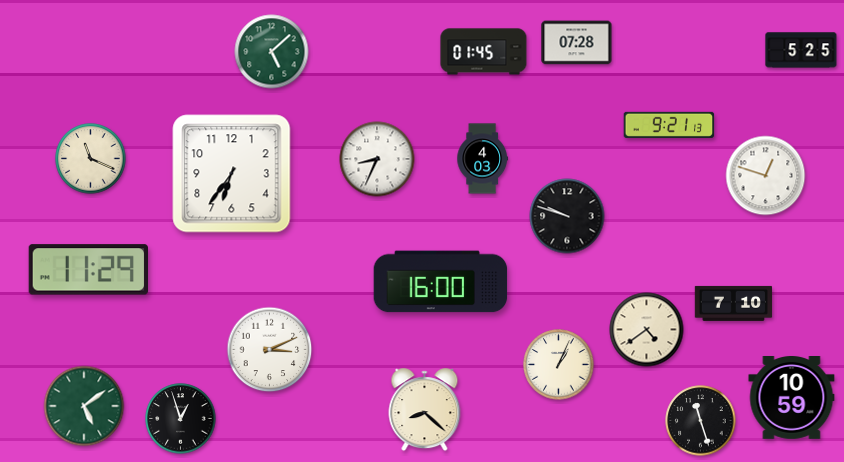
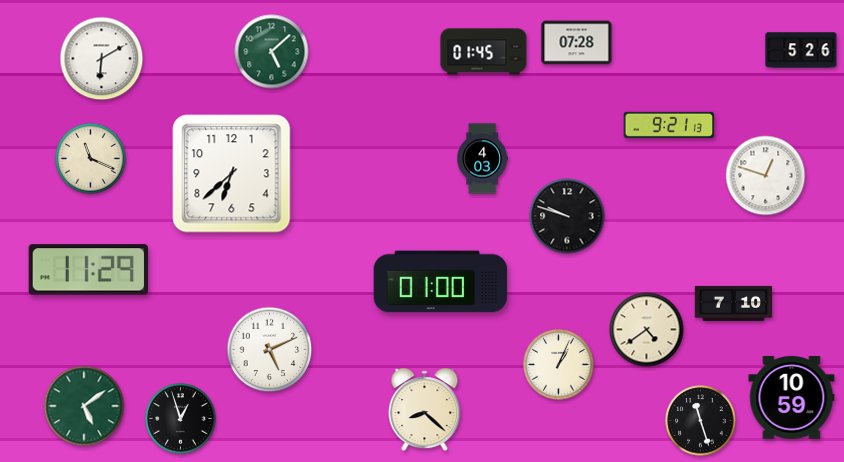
clock at (801, 50): 5:25 -> 5:26
clock at (102, 59): none -> 6:10
clock at (377, 159): 8:34 -> none
clock at (232, 174): 6:36 -> 6:38
clock at (441, 282): 16:00 -> 01:00
clock at (270, 350): 3:11 -> 5:11
